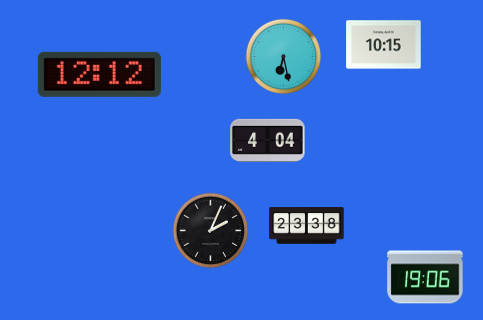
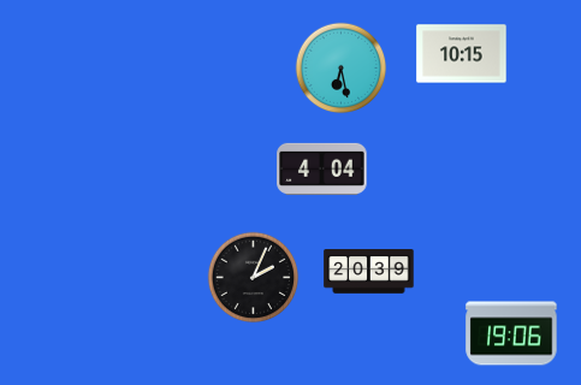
clock at (99, 74): 12:12 -> none
clock at (307, 226): 23:38 -> 20:39
